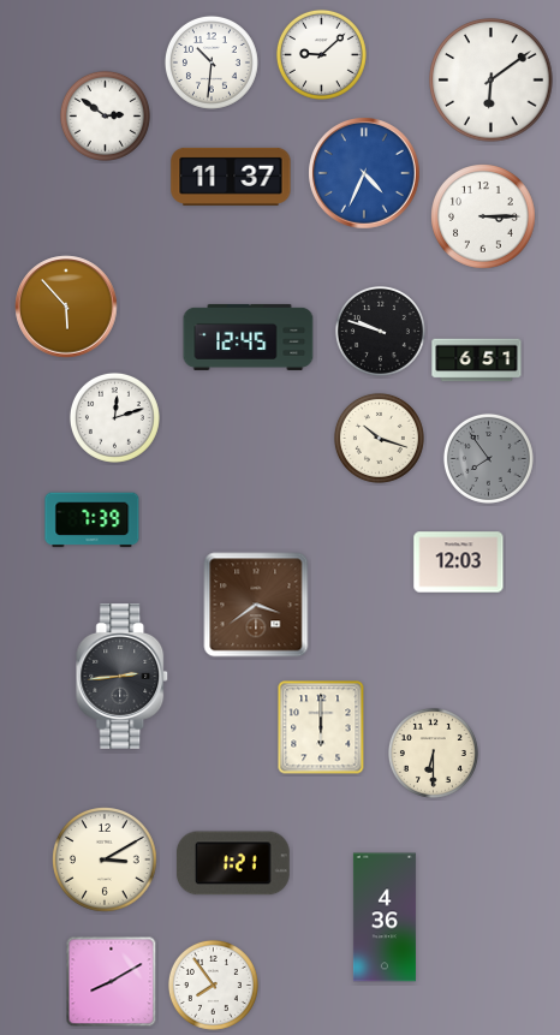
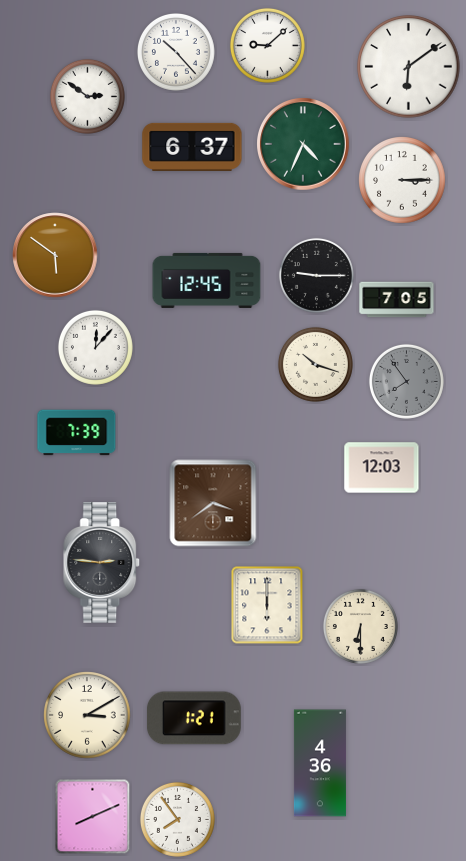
clock at (212, 63): 10:31 -> 10:23
clock at (364, 173) dial: blue -> green
clock at (231, 177): 11:37 -> 6:37
clock at (66, 307): 5:53 -> 5:51
clock at (380, 331): 9:48 -> 9:15
clock at (477, 361): 6:51 -> 7:05
clock at (114, 417): 12:12 -> 12:07
clock at (123, 677): 2:44 -> 2:46
clock at (112, 982): 8:10 -> 8:11
